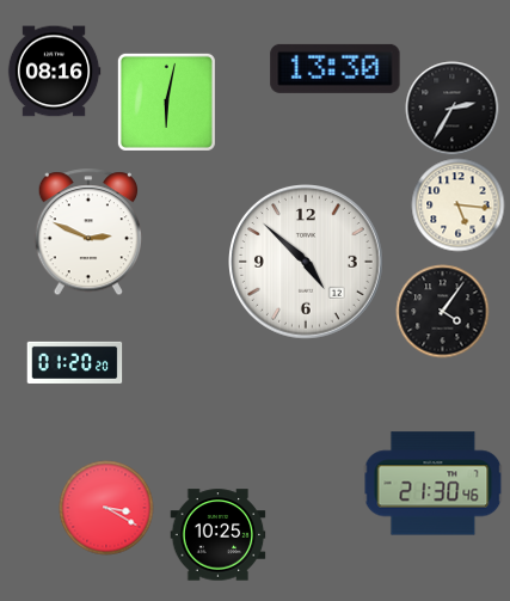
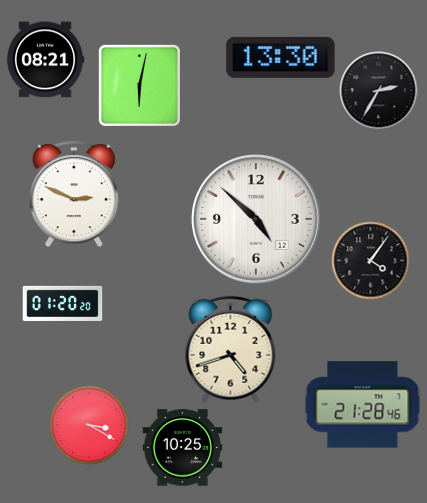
clock at (54, 72): 08:16 -> 08:21
clock at (457, 204): 5:16 -> none
clock at (231, 349): none -> 4:42
clock at (432, 484): 21:30 -> 21:28
